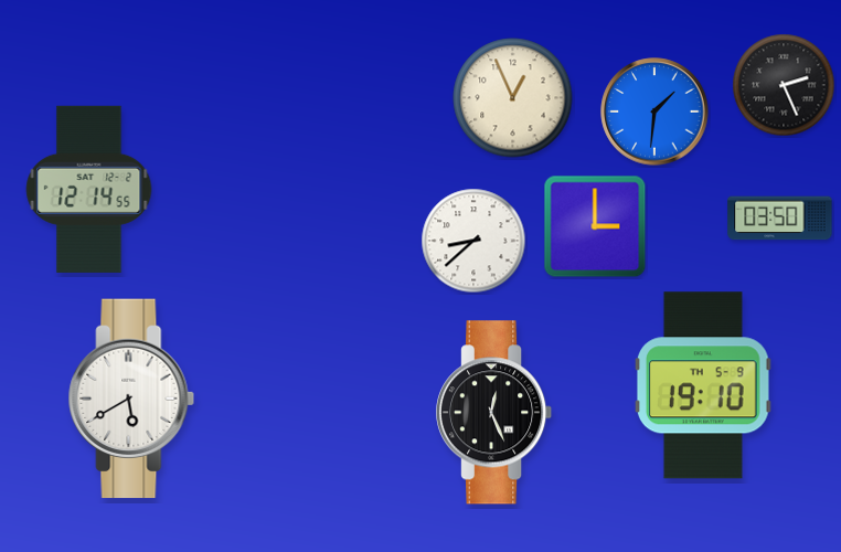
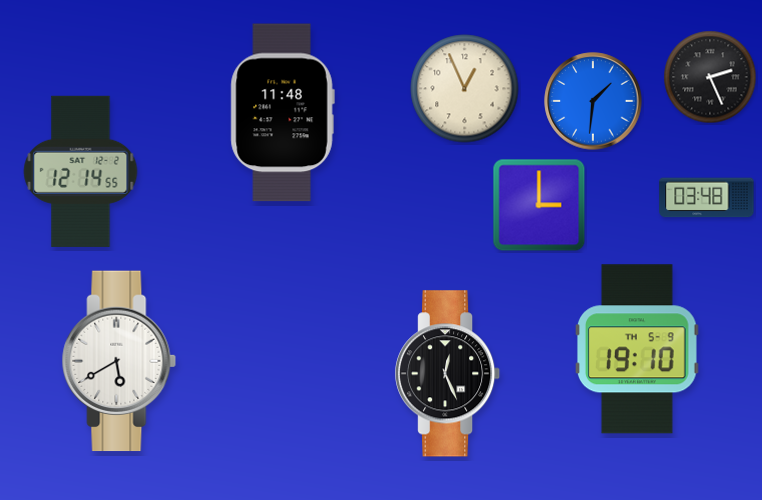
clock at (282, 113): none -> 11:48
clock at (780, 219): 03:50 -> 03:48
clock at (473, 241): 8:38 -> none
